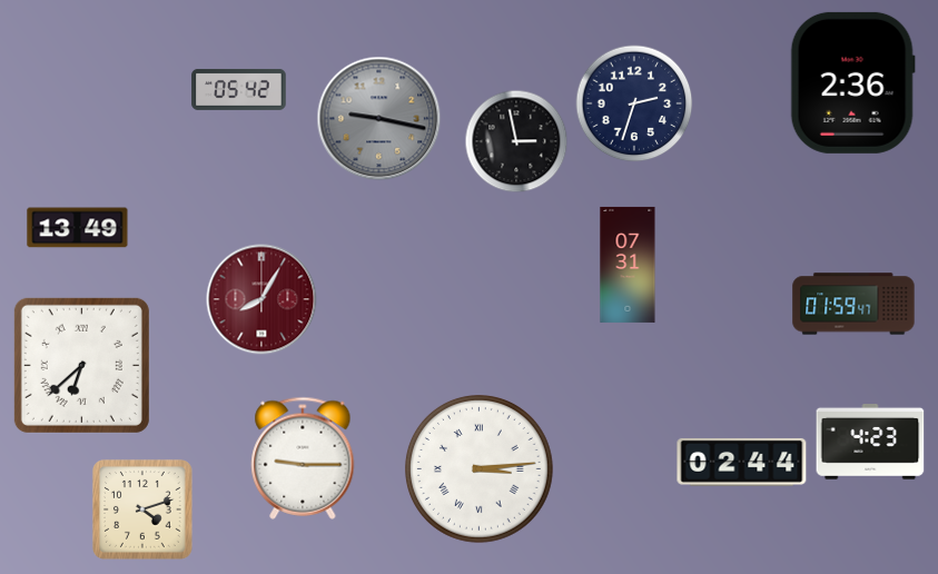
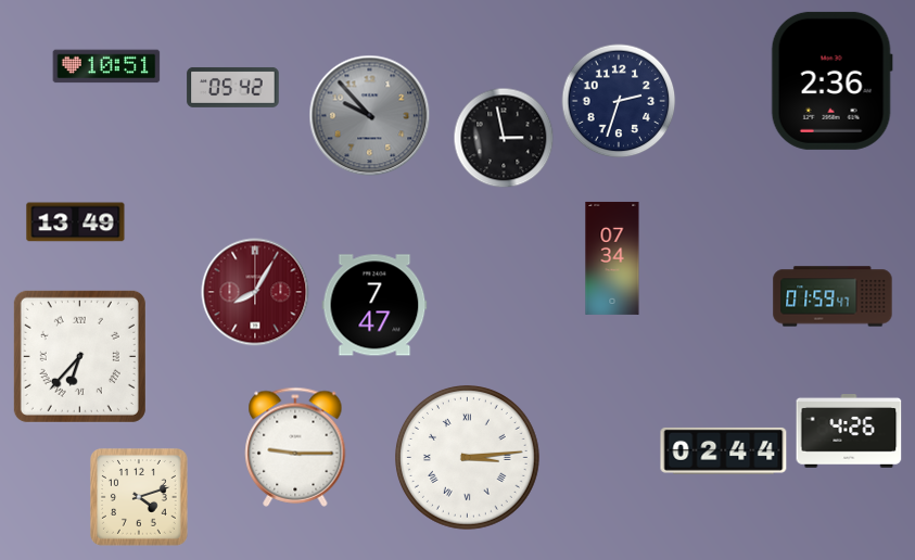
clock at (106, 66): none -> 10:51
clock at (379, 119): 9:17 -> 9:53
clock at (628, 265): 07:31 -> 07:34
clock at (374, 305): none -> 7:47
clock at (81, 365): 6:38 -> 6:37
clock at (870, 443): 4:23 -> 4:26
